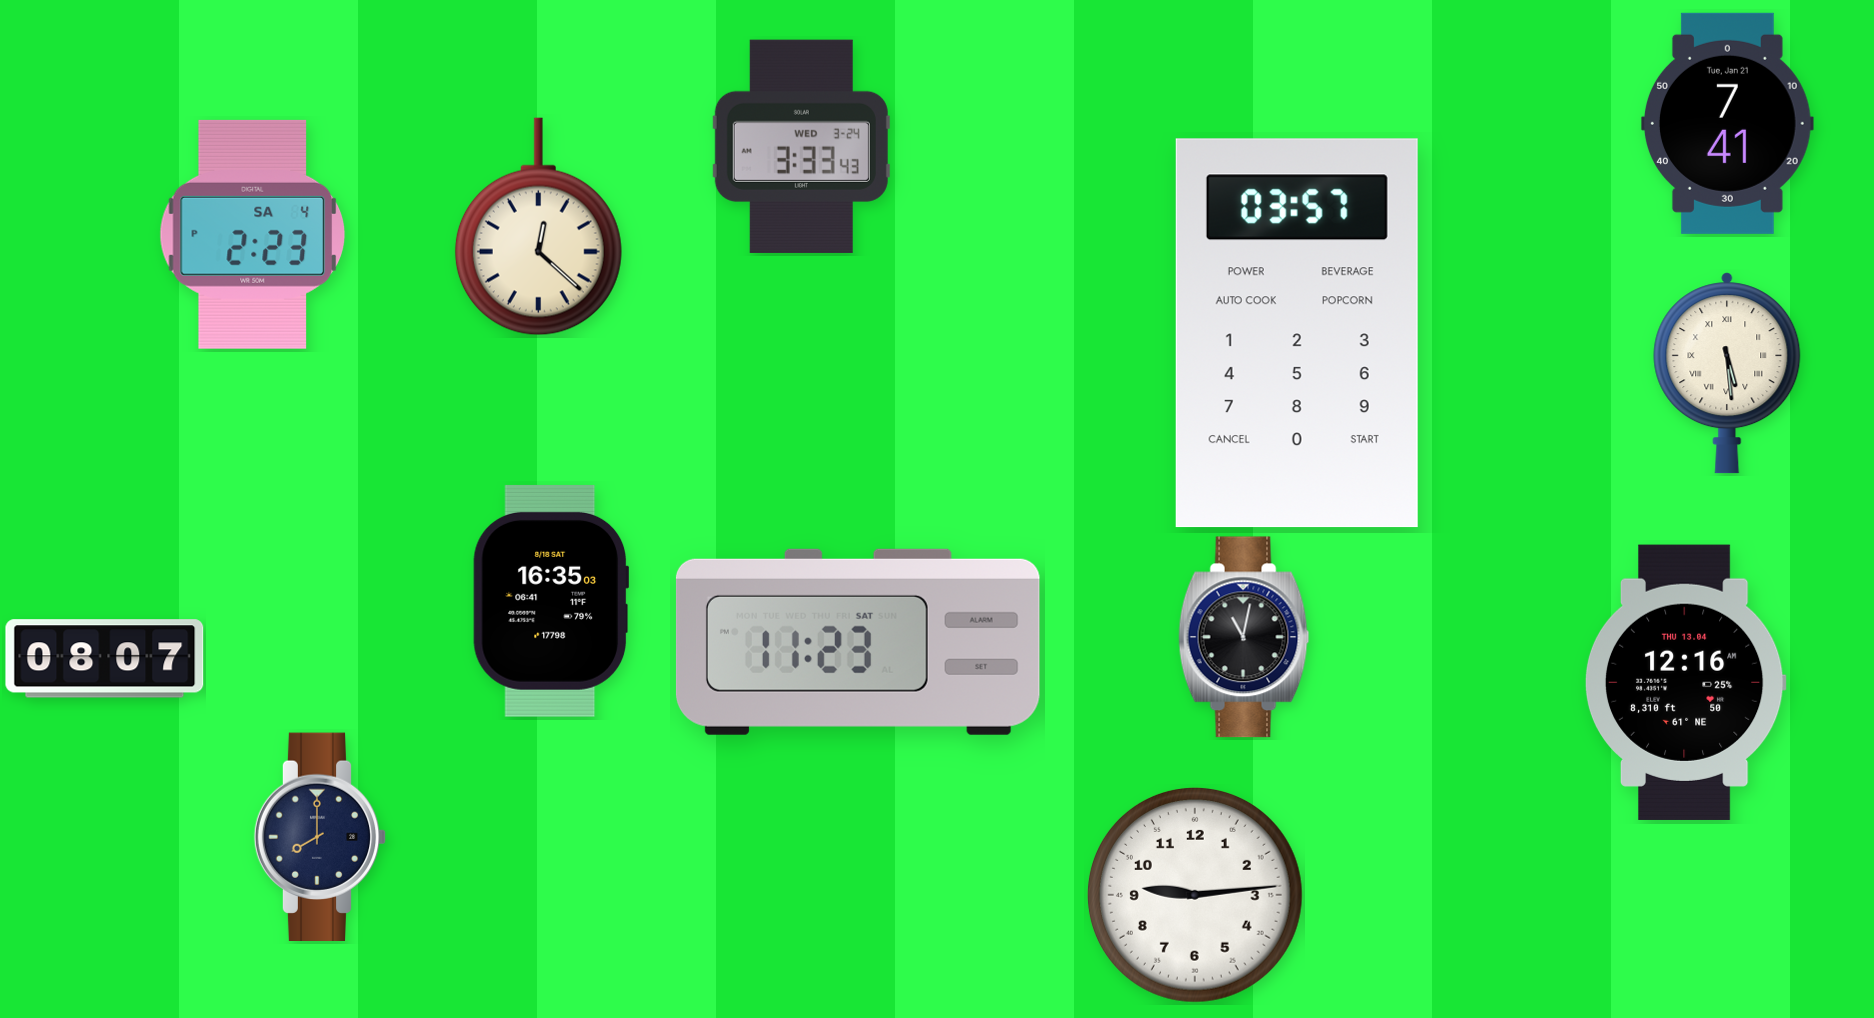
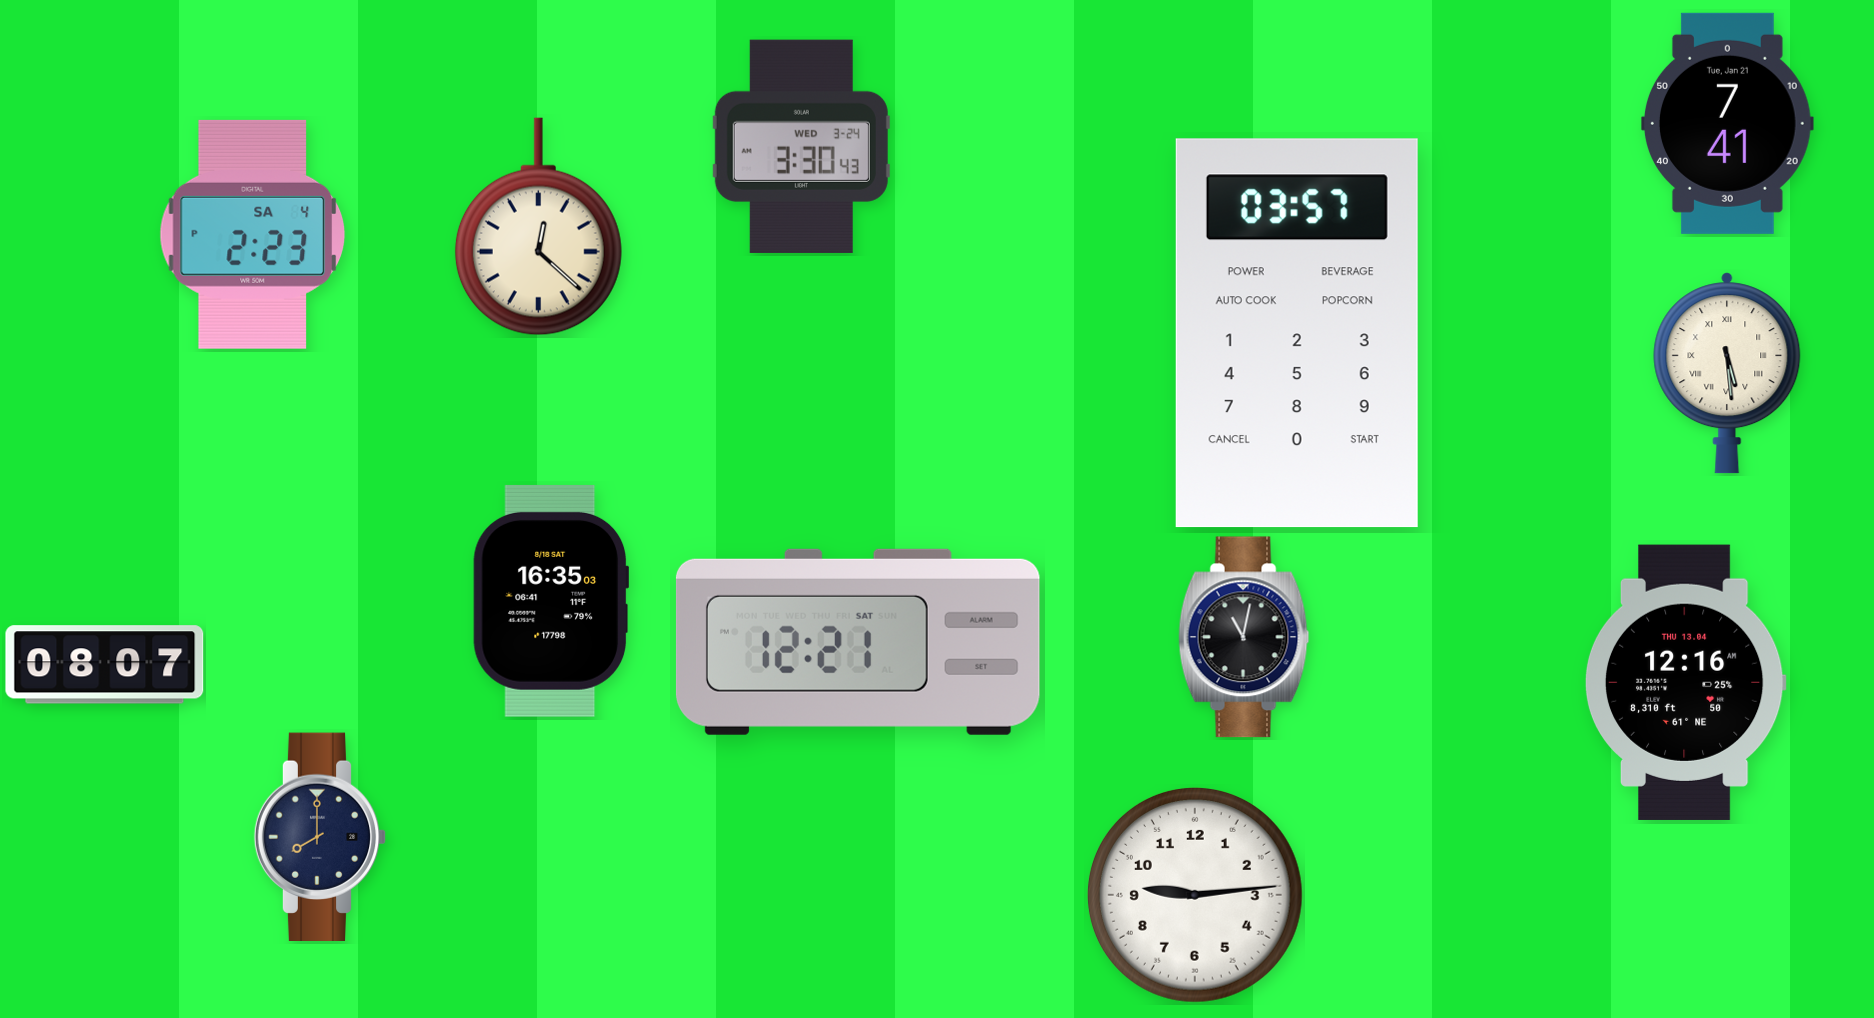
clock at (801, 146): 3:33 -> 3:30
clock at (858, 642): 11:23 -> 12:21
clock at (105, 659) position: (105, 659) -> (105, 665)
